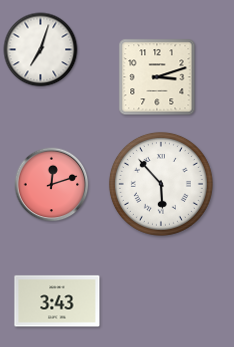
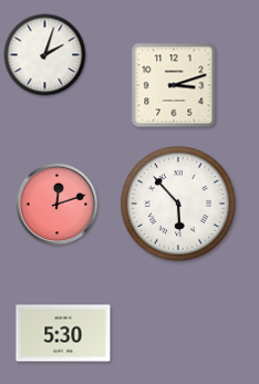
clock at (41, 50): 7:03 -> 2:03
clock at (57, 301): 3:43 -> 5:30
